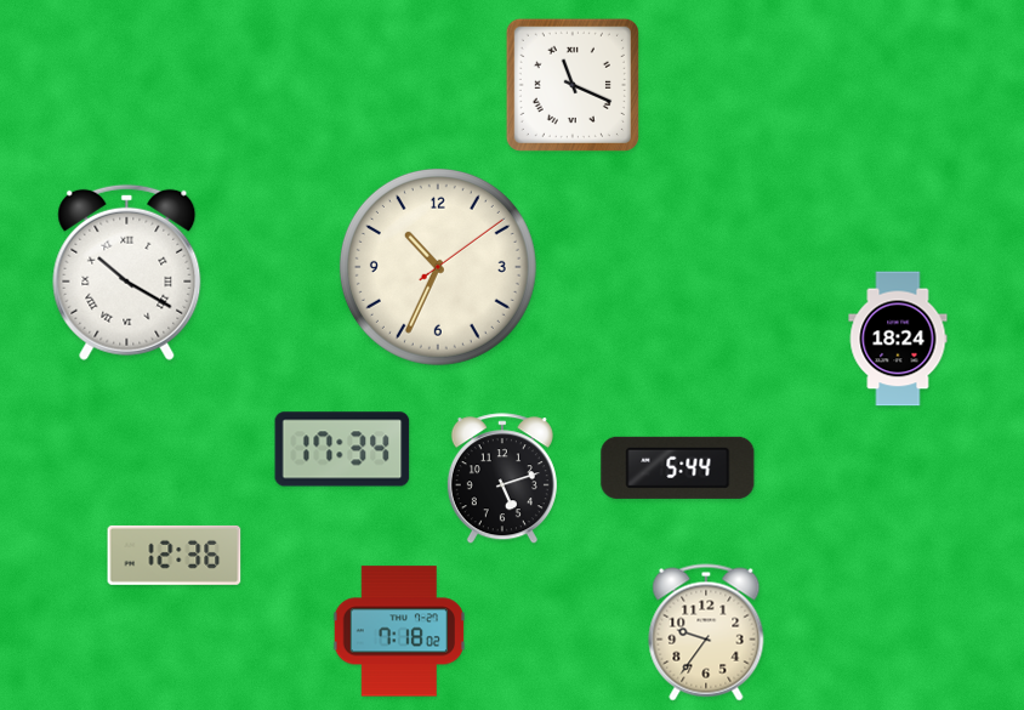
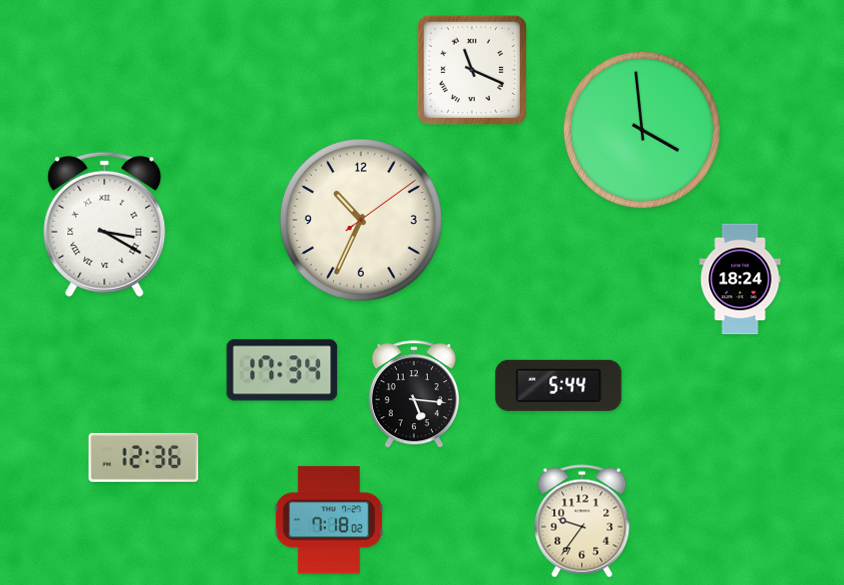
clock at (642, 130): none -> 3:59
clock at (127, 272): 10:20 -> 3:20
clock at (502, 479): 5:12 -> 5:16
